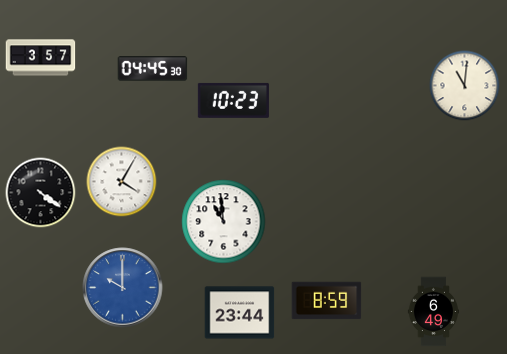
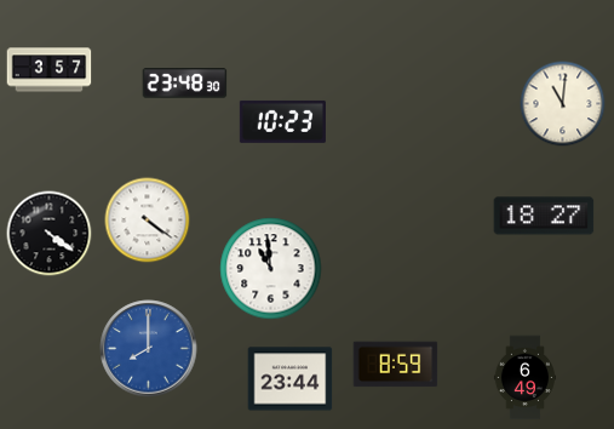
clock at (153, 69): 04:45 -> 23:48
clock at (544, 216): none -> 18:27
clock at (122, 182): 4:05 -> 4:21
clock at (123, 288): 10:00 -> 8:00
